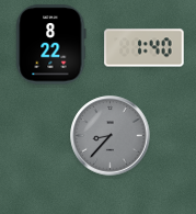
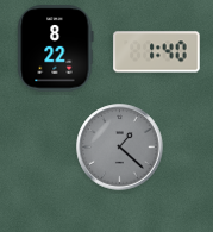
clock at (111, 136): 8:37 -> 1:22
